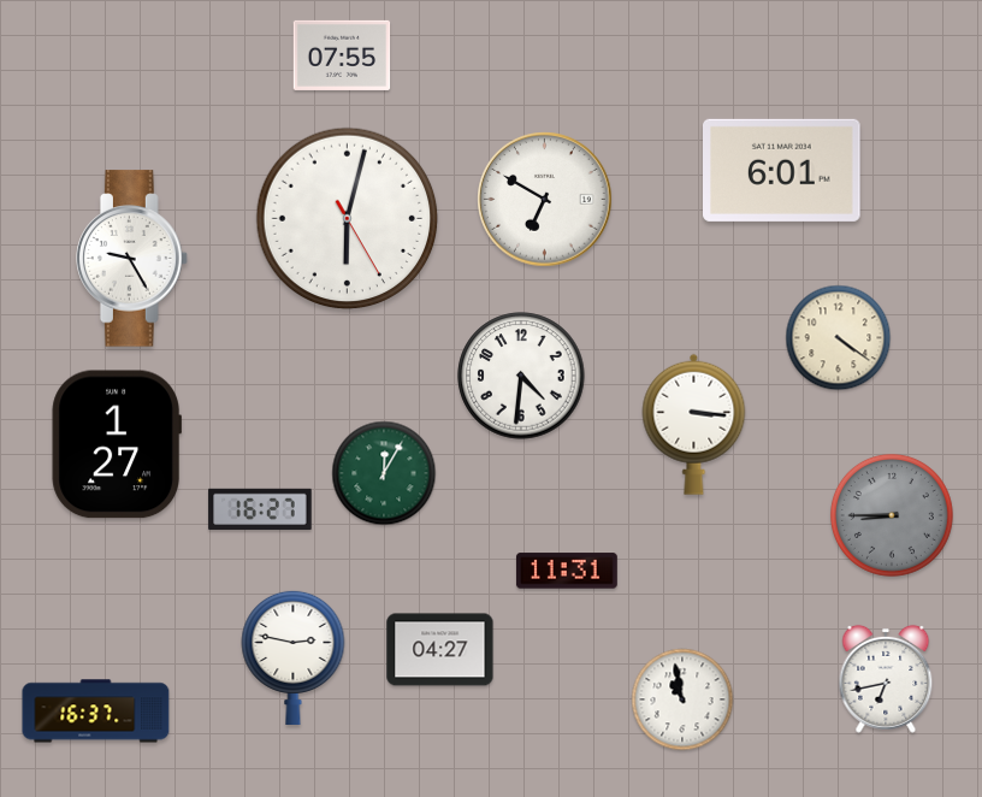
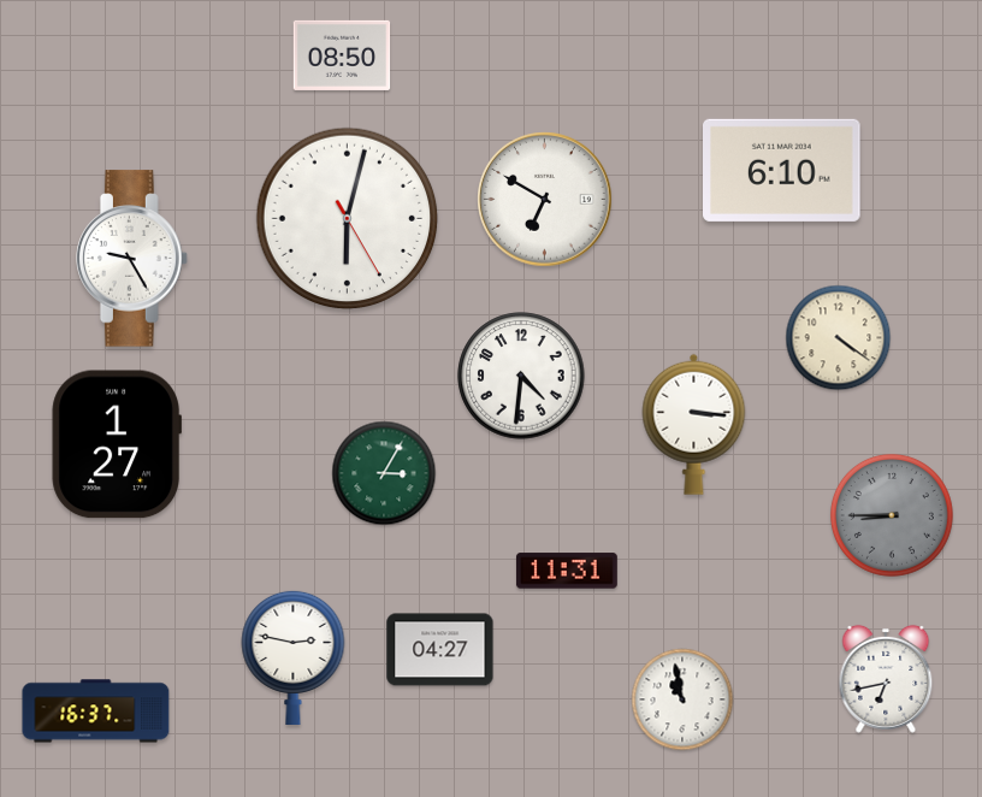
clock at (342, 55): 07:55 -> 08:50
clock at (782, 170): 6:01 -> 6:10
clock at (384, 473): 12:05 -> 3:05
clock at (260, 508): 16:27 -> none
